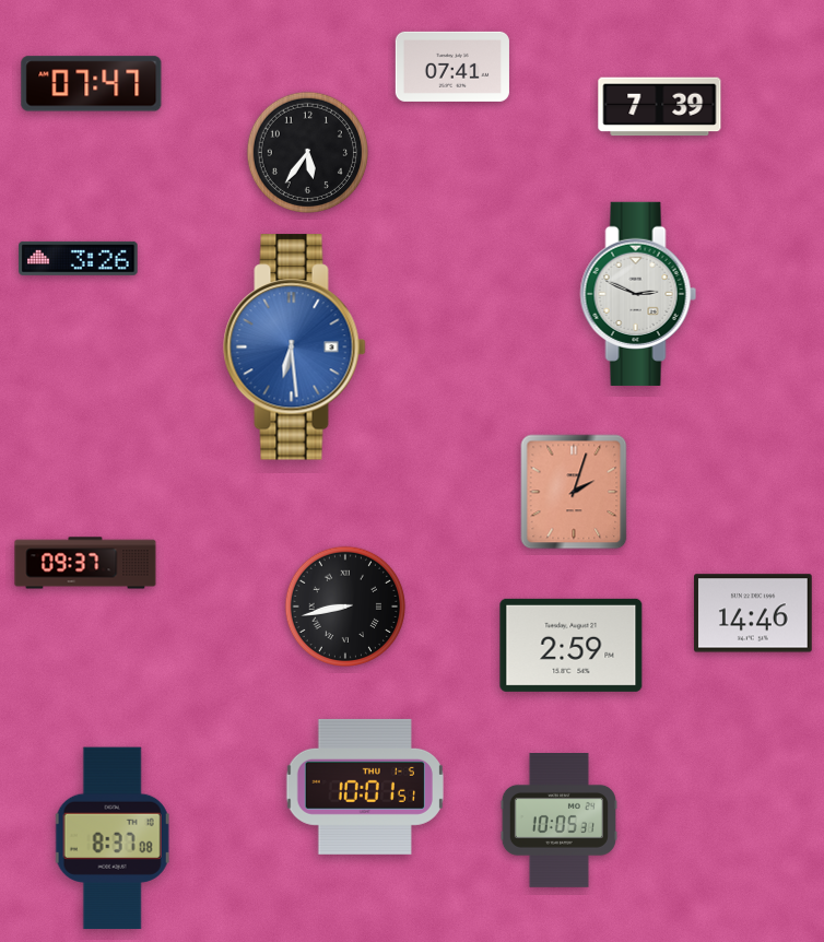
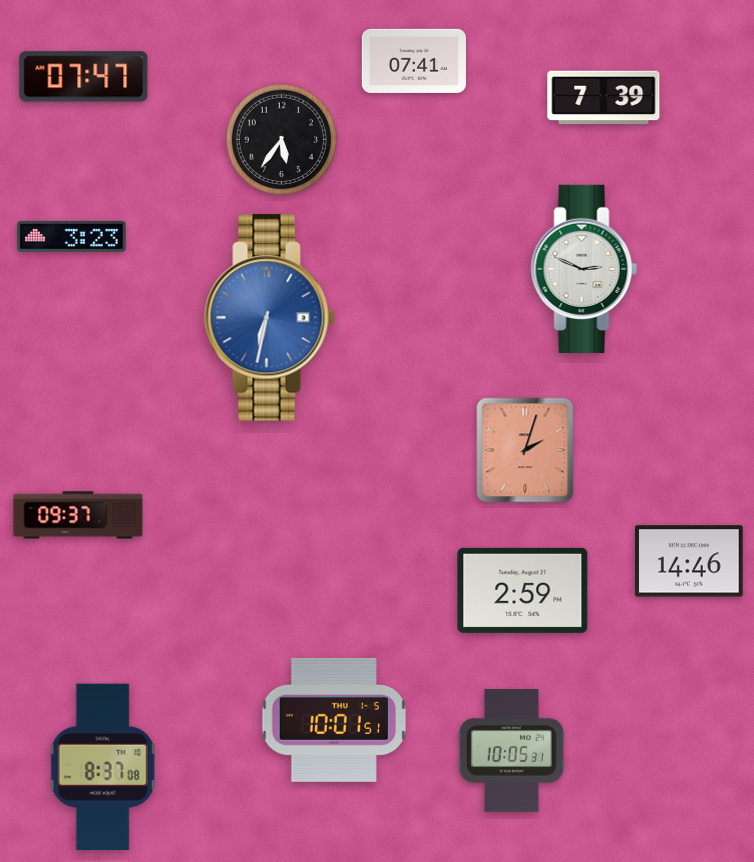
clock at (79, 258): 3:26 -> 3:23
clock at (295, 348): 6:29 -> 6:32
clock at (345, 607): 8:43 -> none
